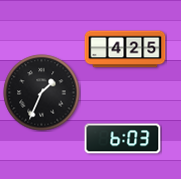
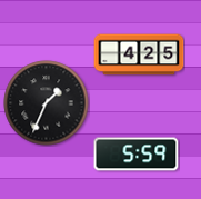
clock at (123, 139): 6:03 -> 5:59
